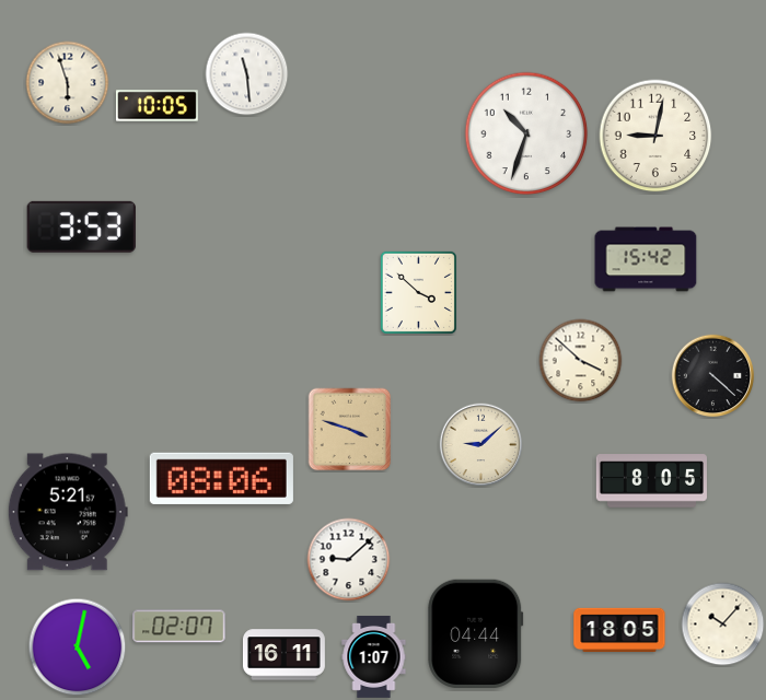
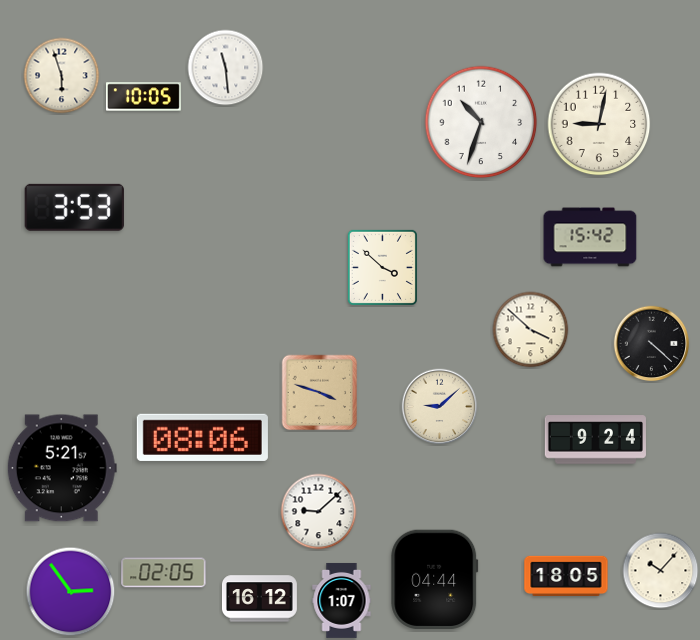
clock at (651, 481): 8:05 -> 9:24
clock at (179, 627): 02:07 -> 02:05
clock at (78, 647): 5:02 -> 2:54
clock at (283, 655): 16:11 -> 16:12
